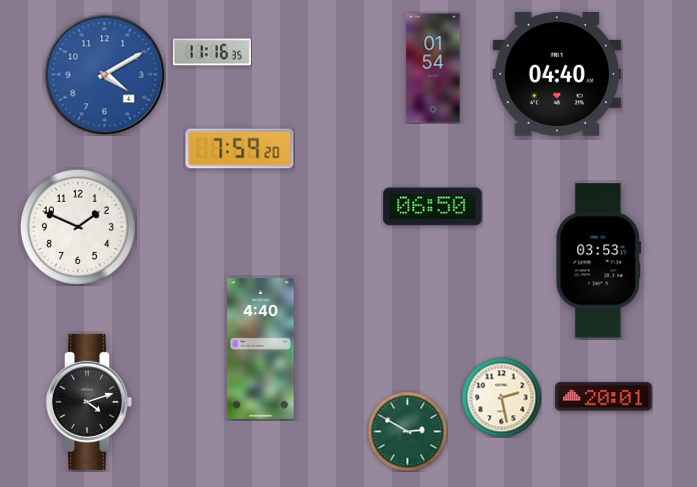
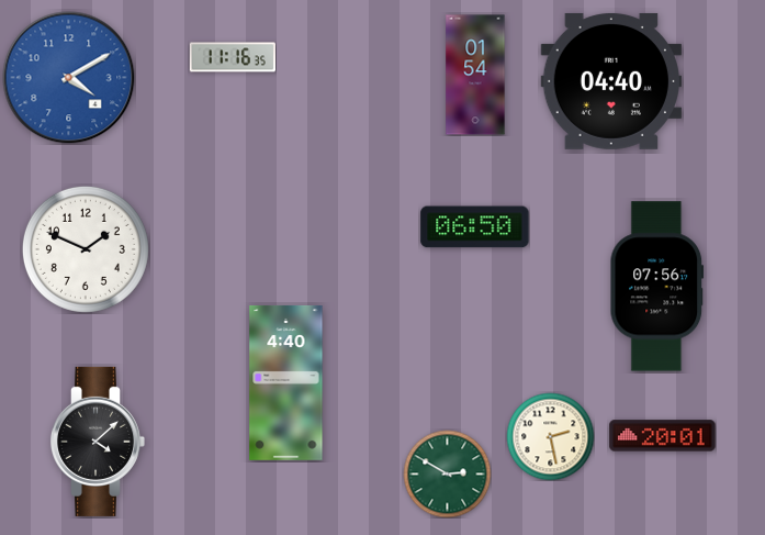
clock at (105, 75) position: (105, 75) -> (69, 78)
clock at (240, 149): 7:59 -> none
clock at (599, 261): 03:53 -> 07:56
clock at (90, 402): 4:12 -> 4:08
